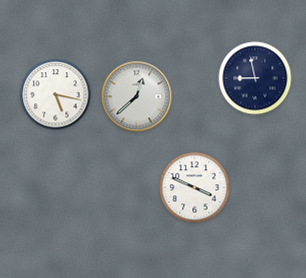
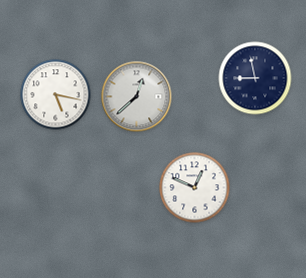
clock at (195, 188): 3:49 -> 12:49
